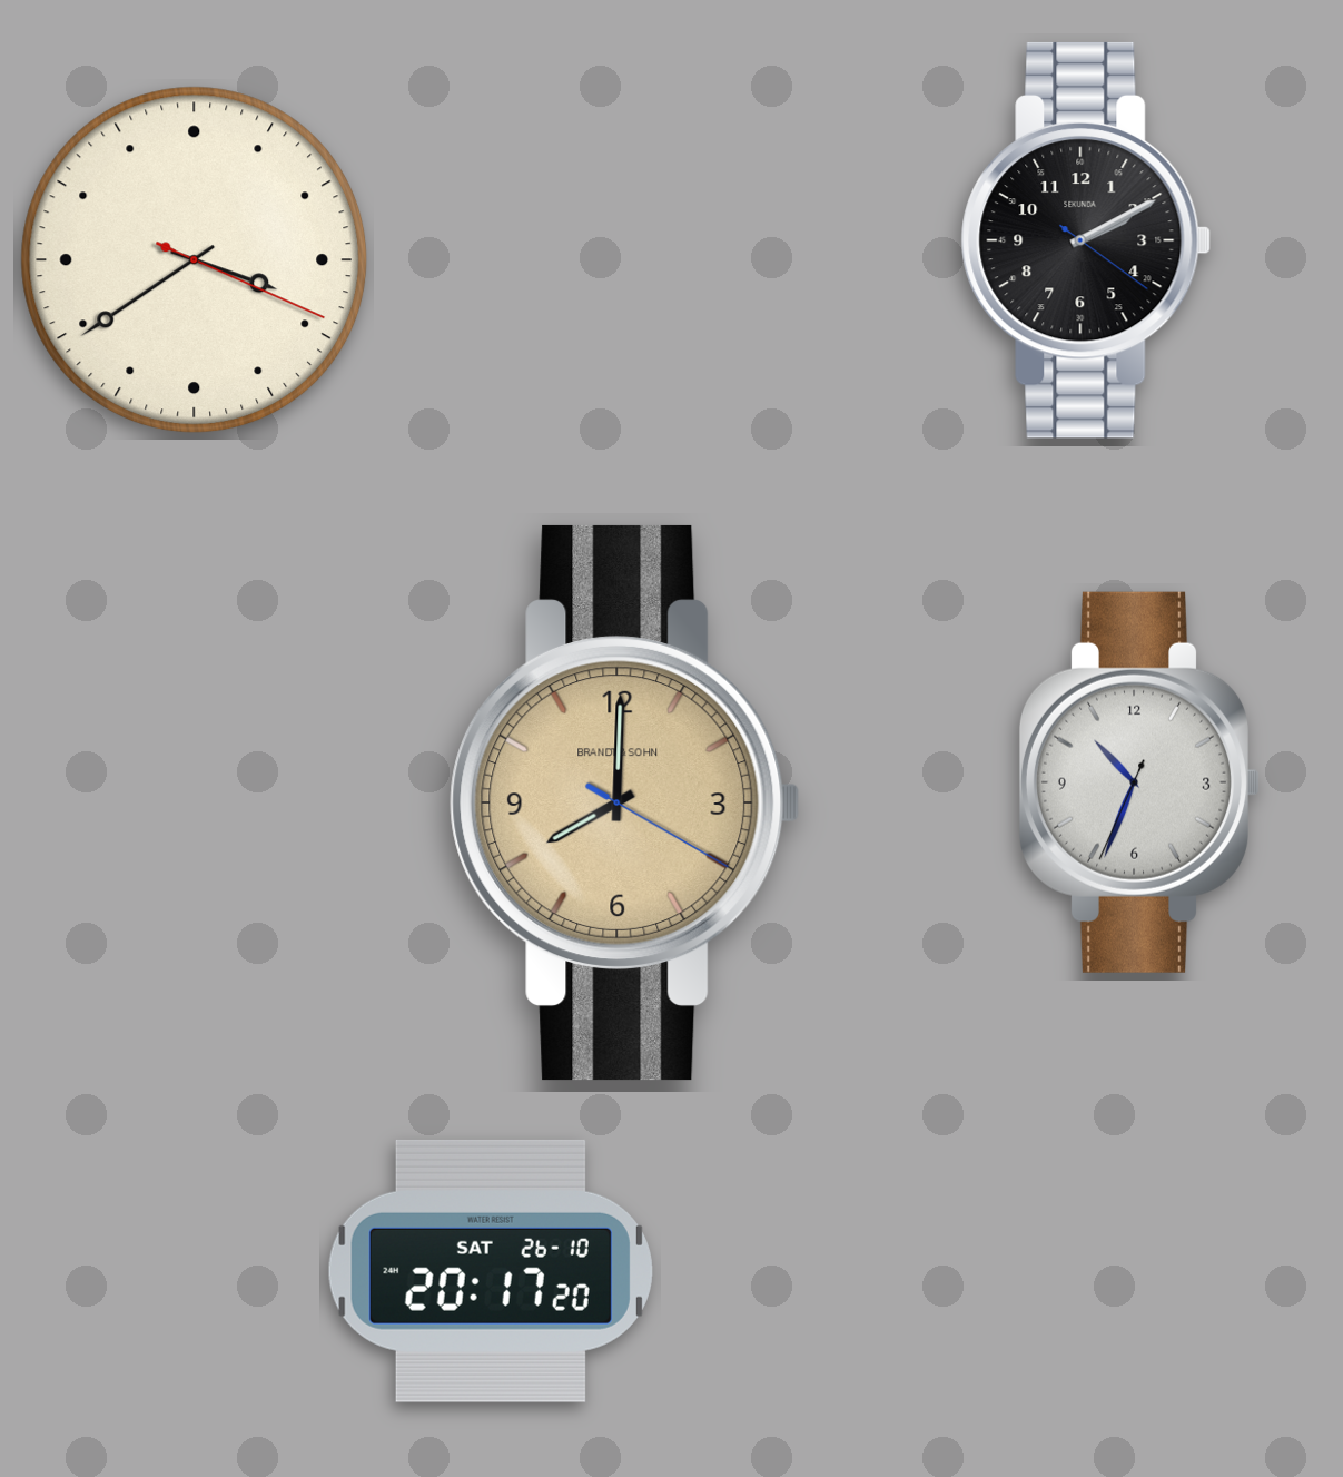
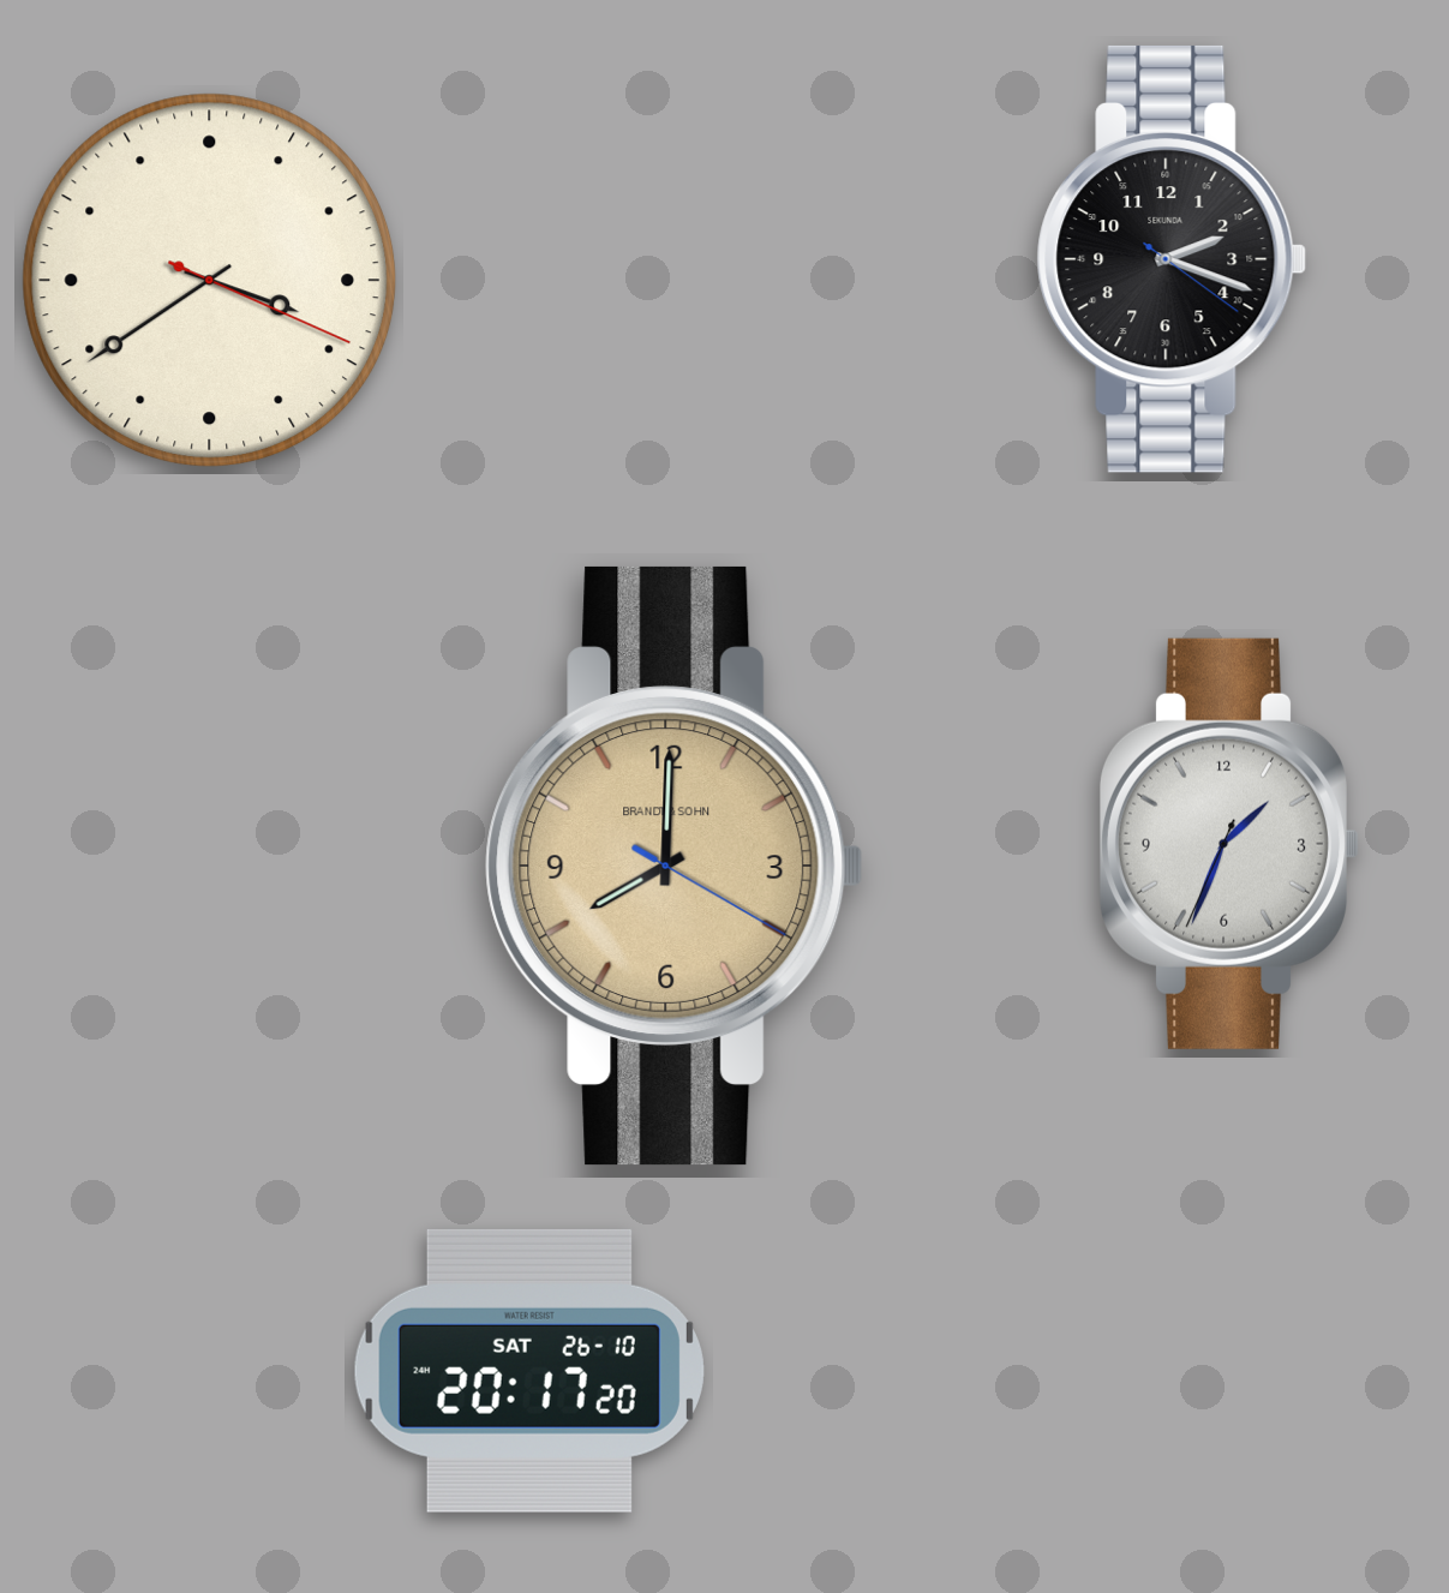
clock at (1086, 240): 2:10 -> 2:18
clock at (1138, 782): 10:33 -> 1:33
